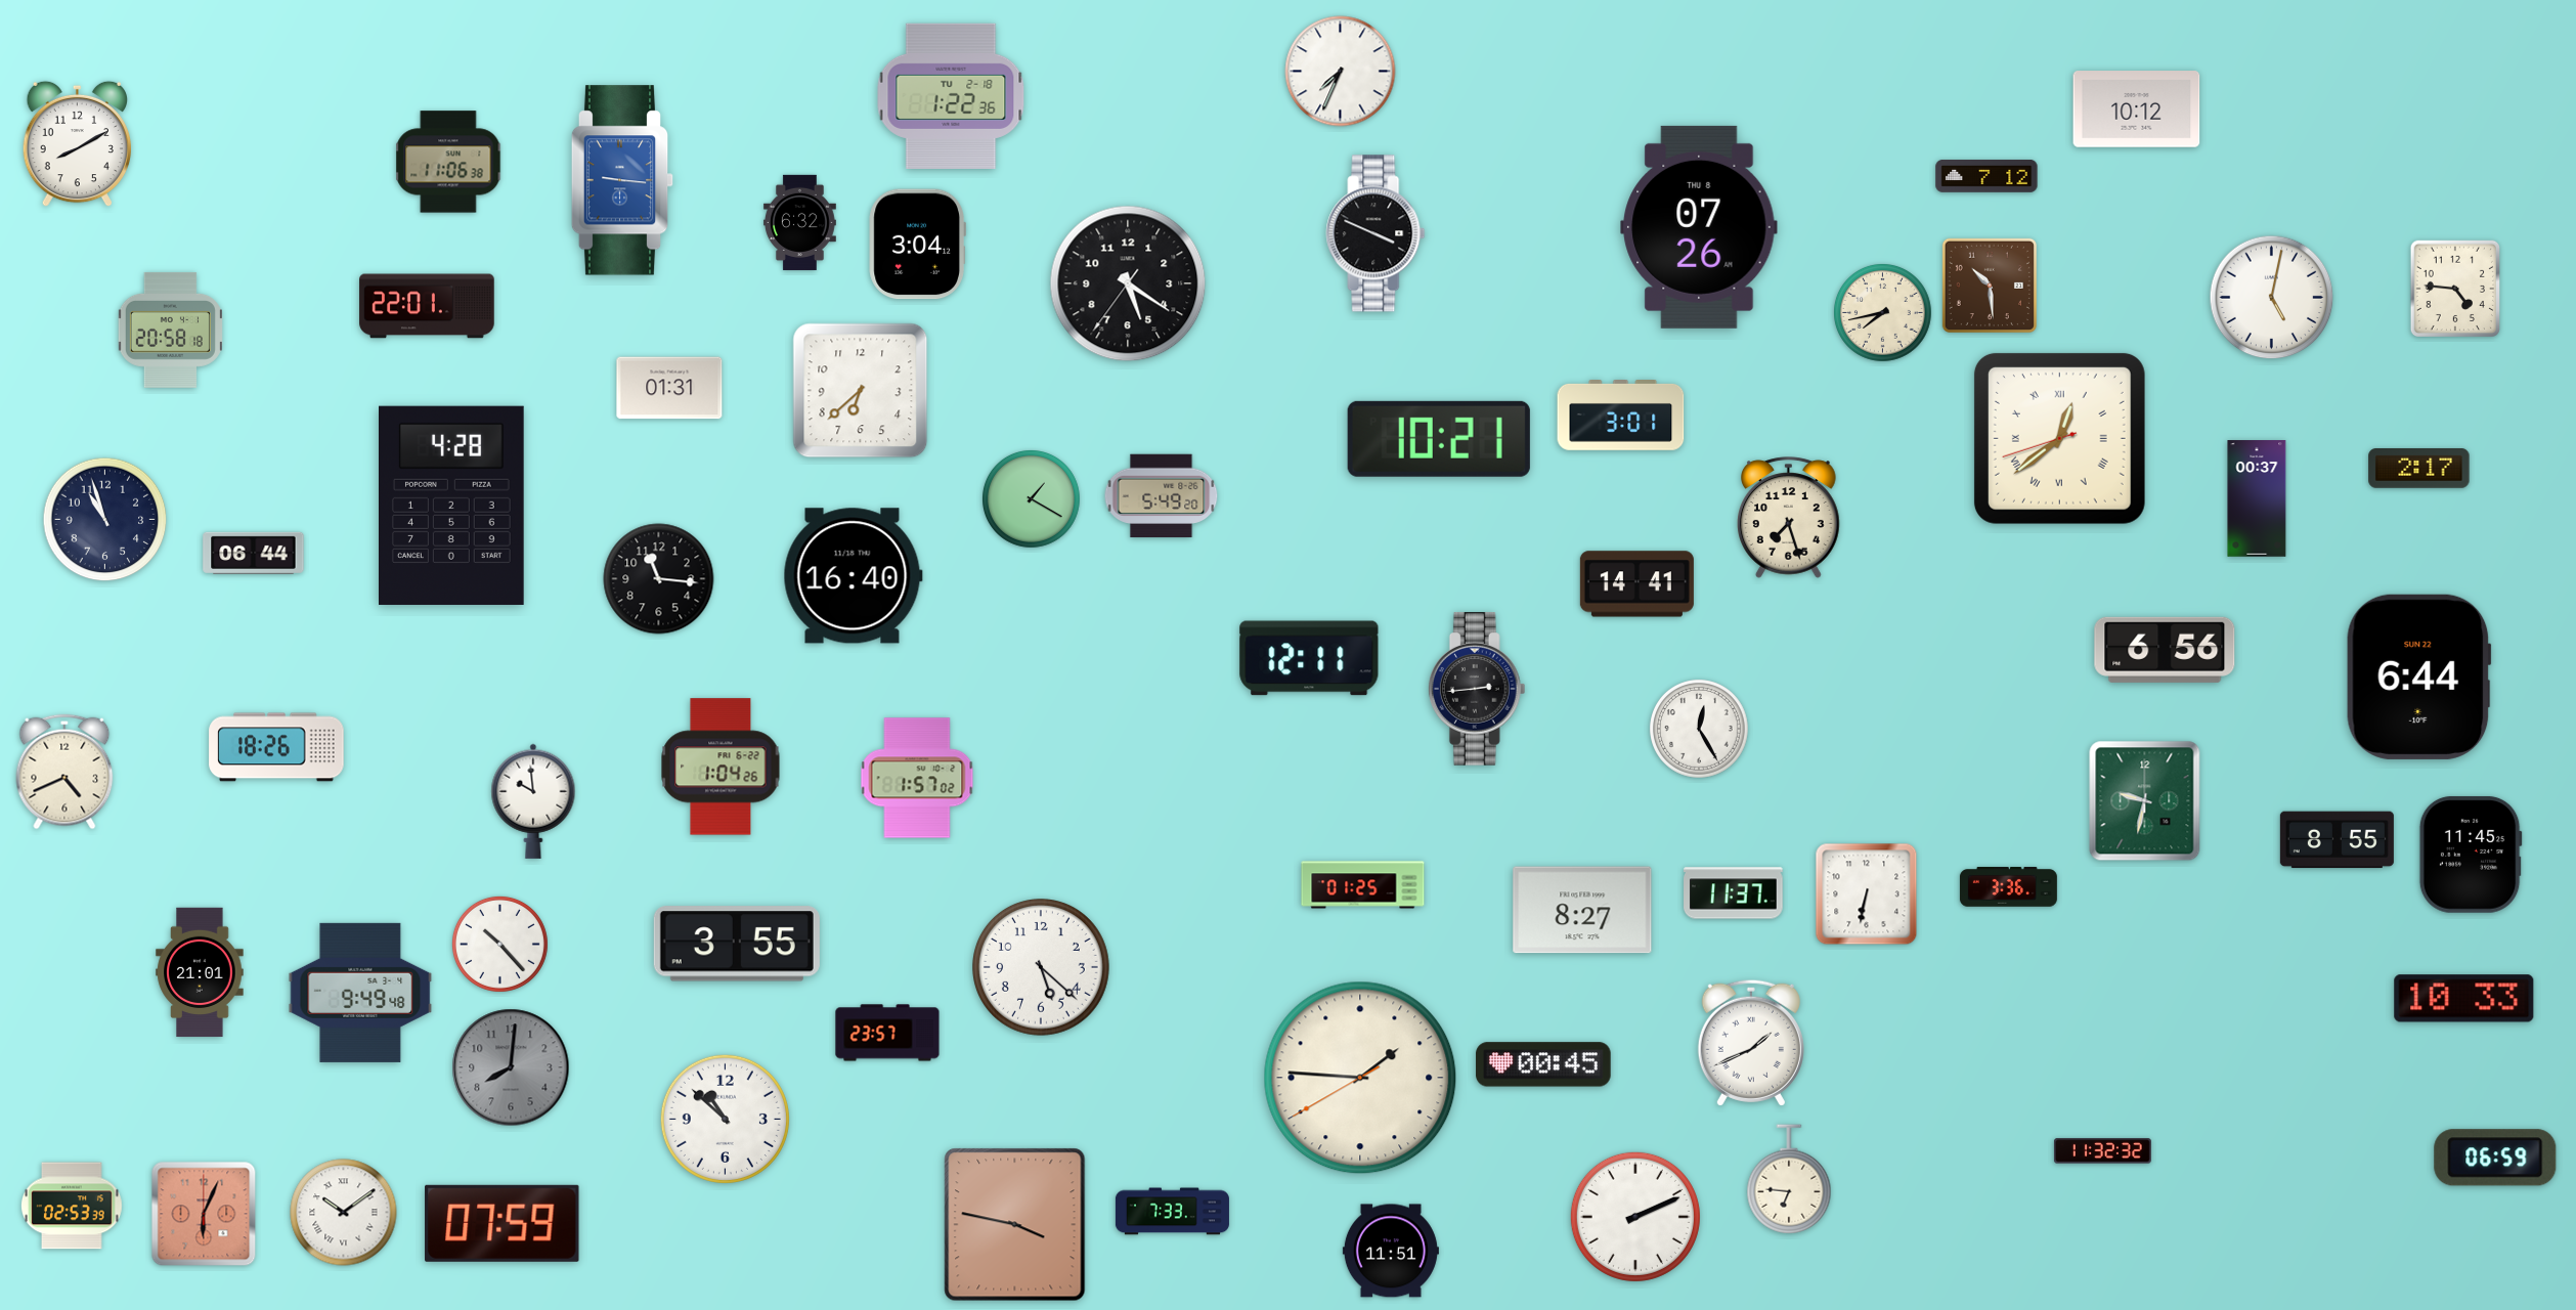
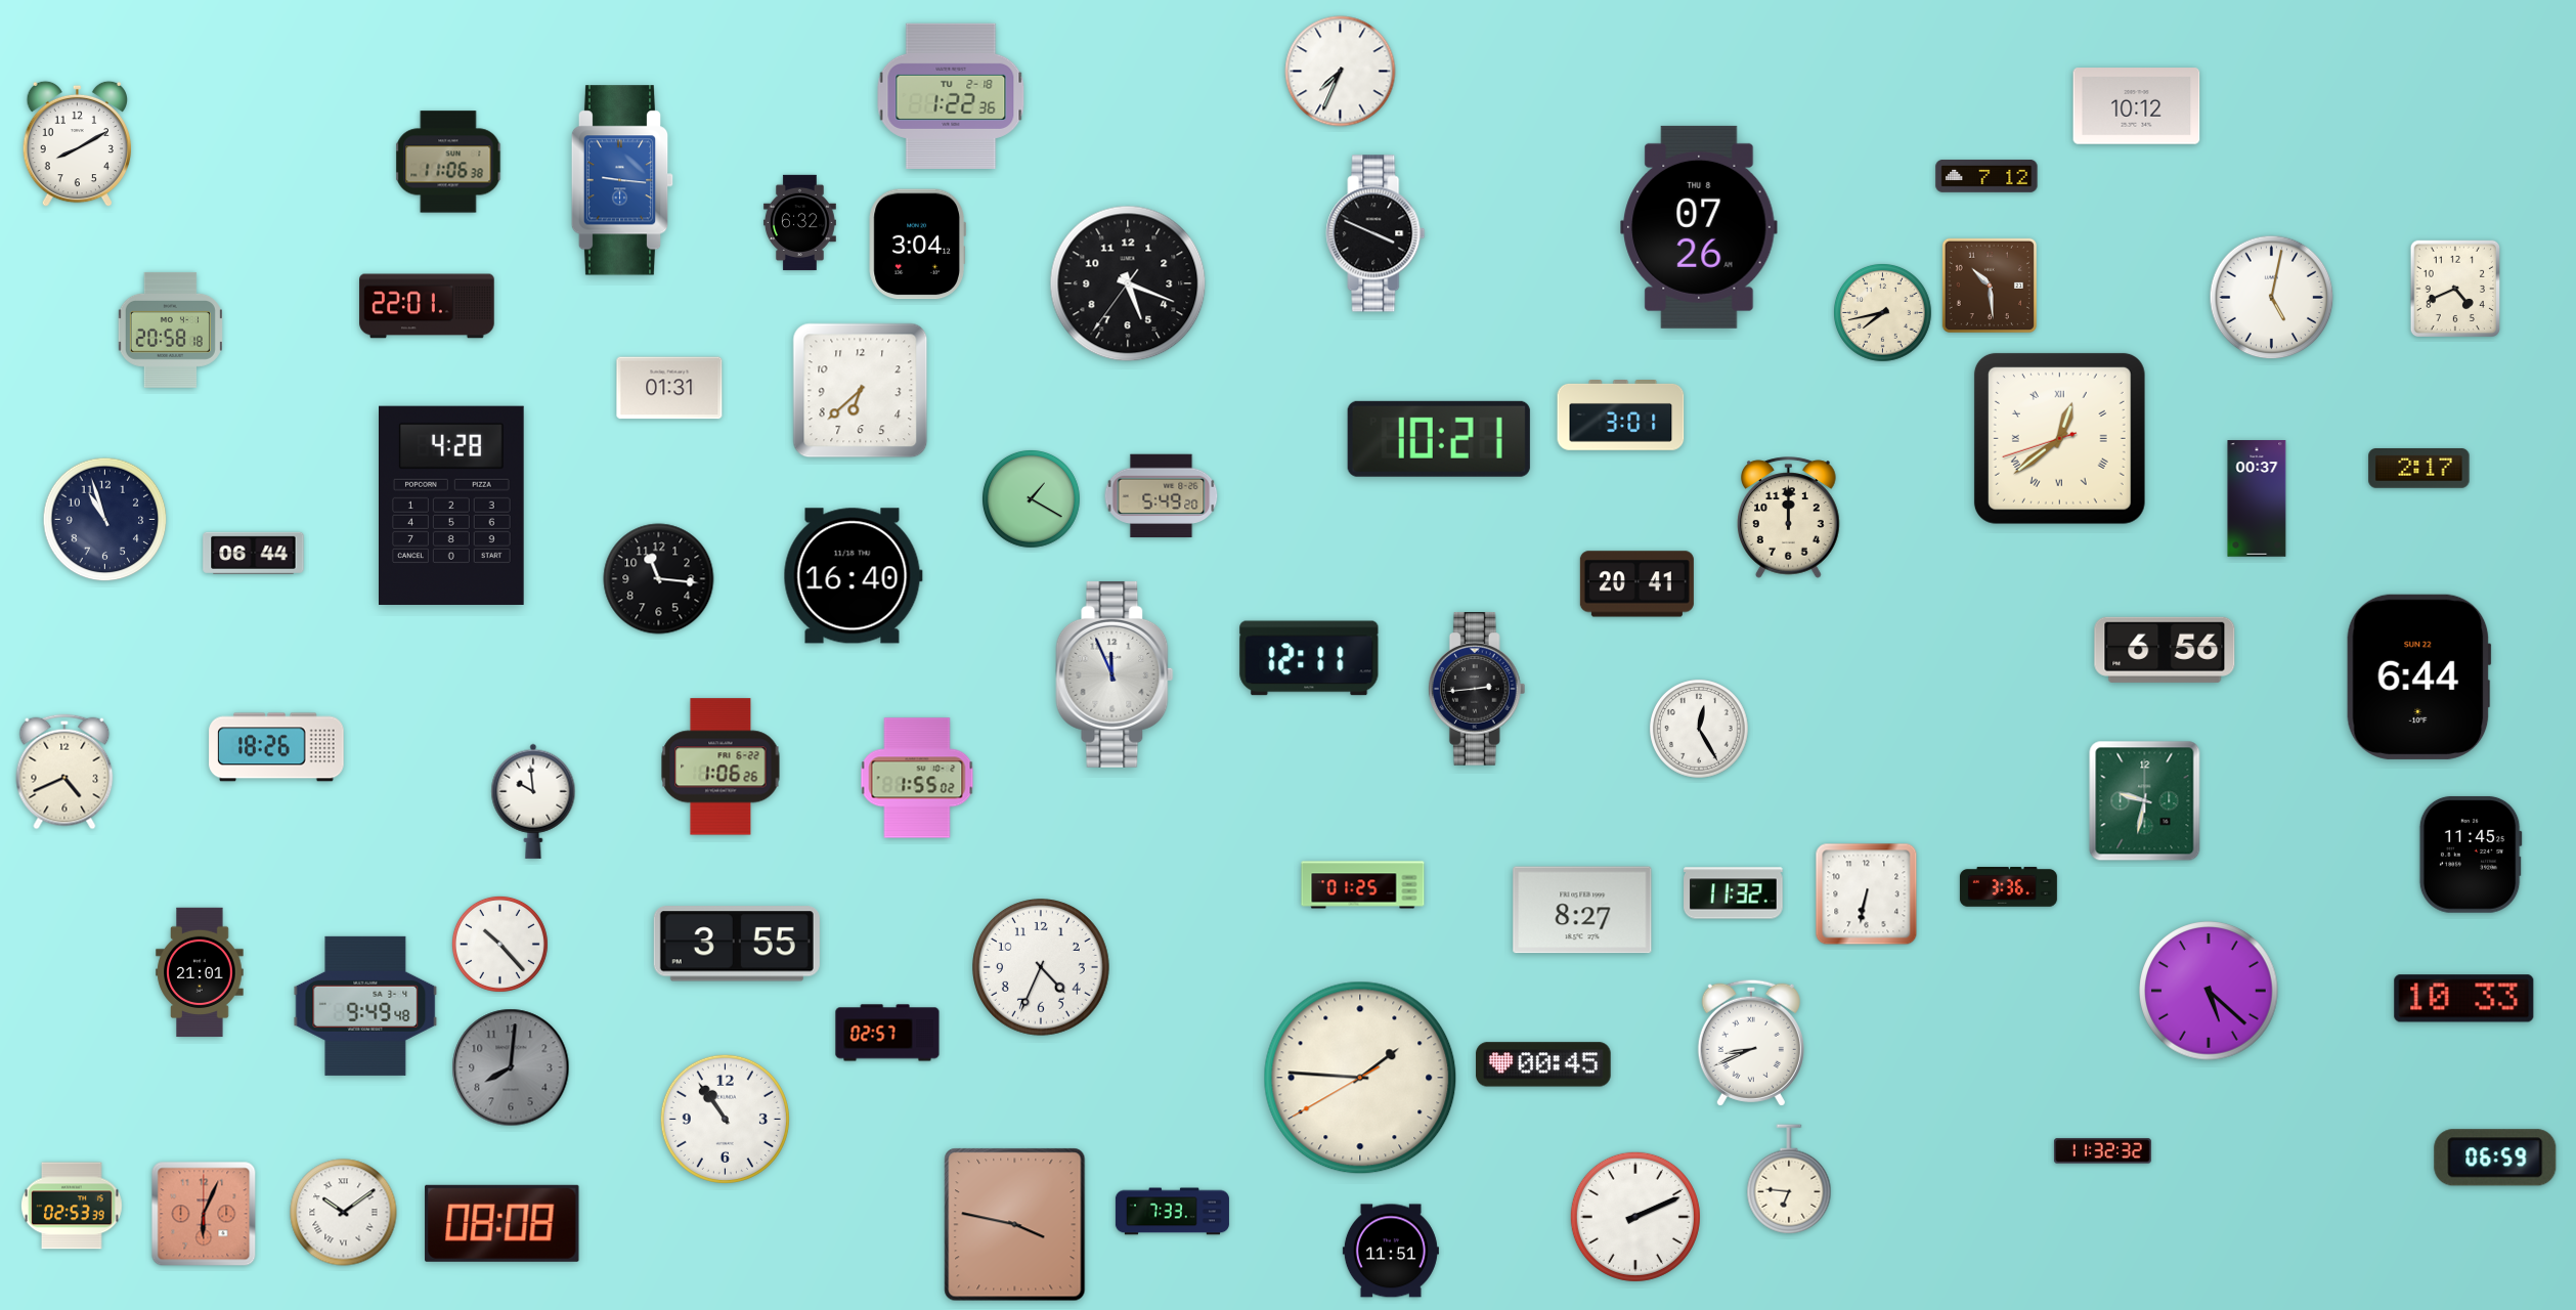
clock at (2137, 110) position: (2137, 110) -> (2137, 106)
clock at (1128, 283): 5:20 -> 5:18
clock at (2454, 288): 4:46 -> 4:41
clock at (1789, 518): 7:27 -> 12:00
clock at (1636, 584): 14:41 -> 20:41
clock at (1115, 674): none -> 11:56
clock at (721, 767): 1:04 -> 1:06
clock at (917, 778): 1:57 -> 1:55
clock at (2337, 840): 8:55 -> none
clock at (1734, 893): 11:37 -> 11:32
clock at (1042, 968): 5:22 -> 4:34
clock at (2209, 991): none -> 5:22
clock at (360, 993) position: (360, 993) -> (365, 1006)
clock at (887, 1033): 23:57 -> 02:57
clock at (1751, 1043): 1:41 -> 8:41
clock at (725, 1119): 10:52 -> 10:54
clock at (503, 1223): 07:59 -> 08:08
